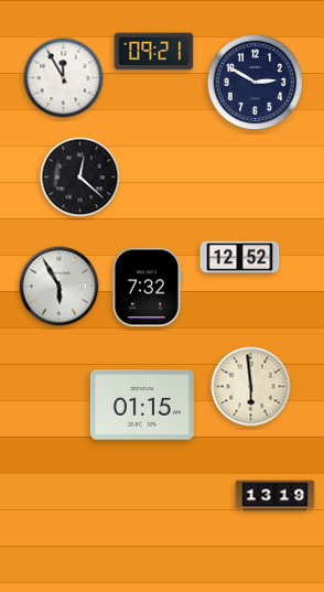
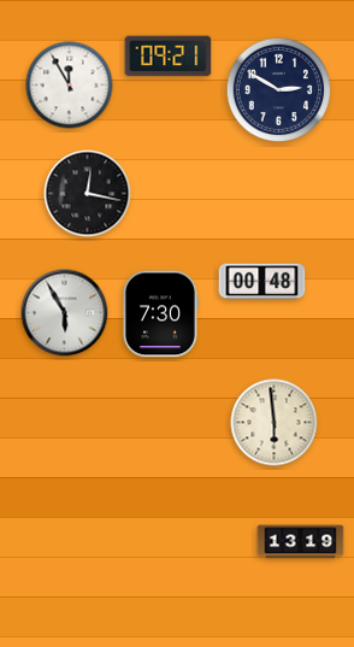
clock at (80, 177): 12:22 -> 12:17
clock at (240, 258): 12:52 -> 00:48
clock at (147, 288): 7:32 -> 7:30
clock at (142, 405): 01:15 -> none
